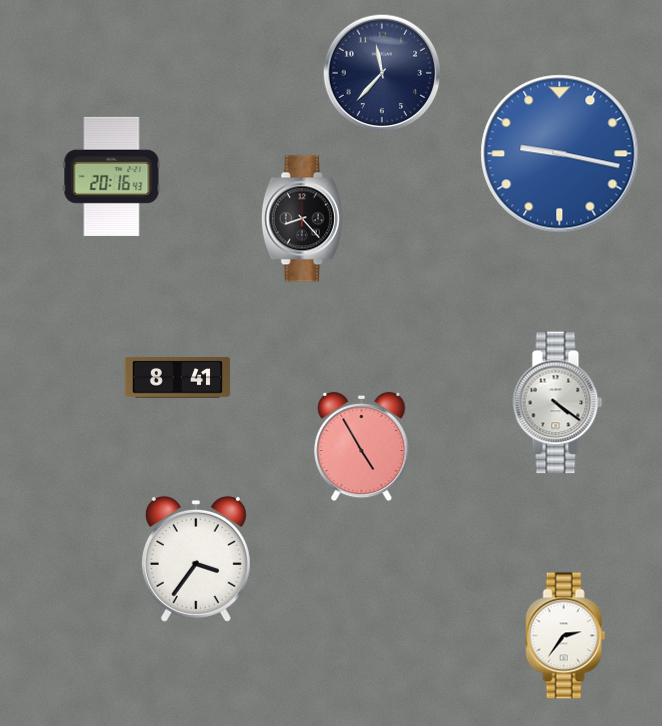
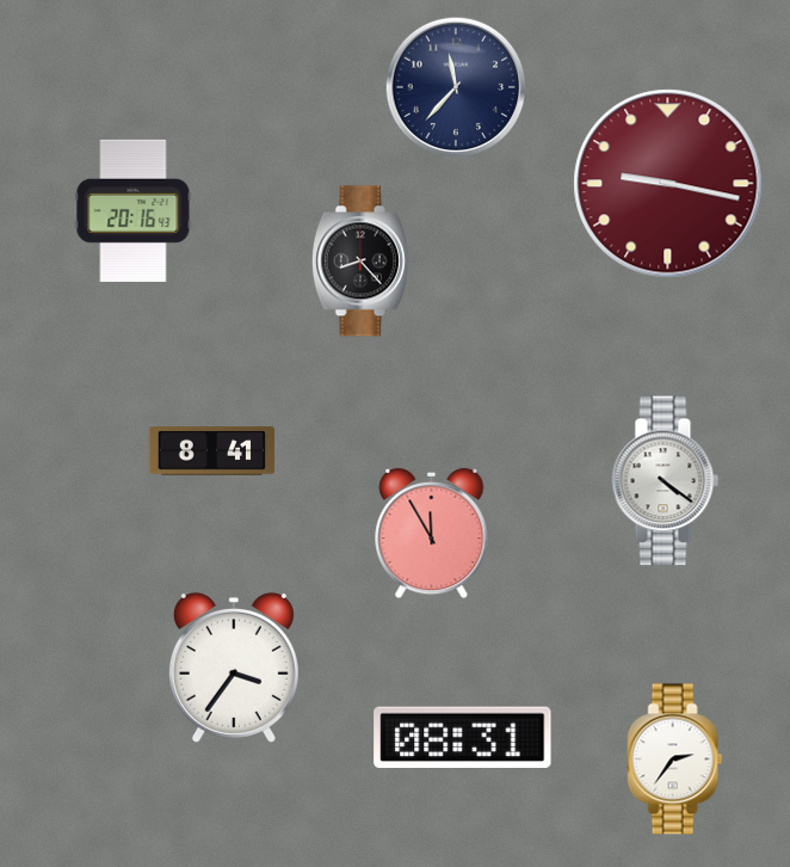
clock at (560, 154) dial: blue -> burgundy
clock at (362, 447): 4:55 -> 11:55
clock at (463, 738): none -> 08:31
